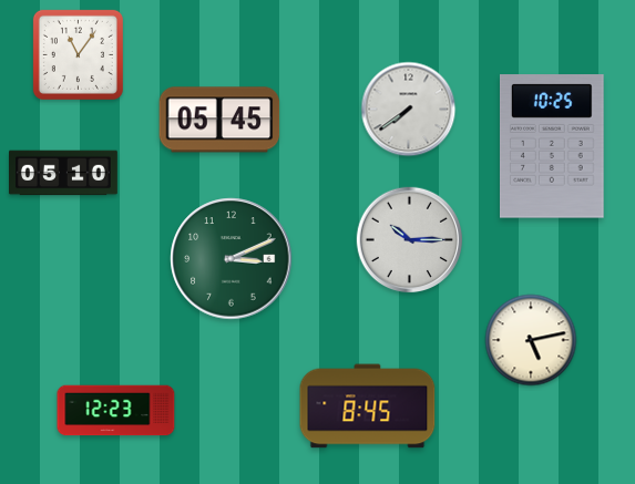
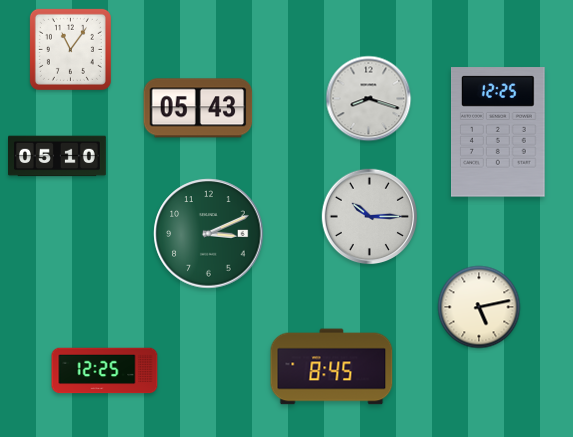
clock at (409, 110): 7:39 -> 8:18
clock at (219, 120): 05:45 -> 05:43
clock at (553, 146): 10:25 -> 12:25
clock at (116, 411): 12:23 -> 12:25
